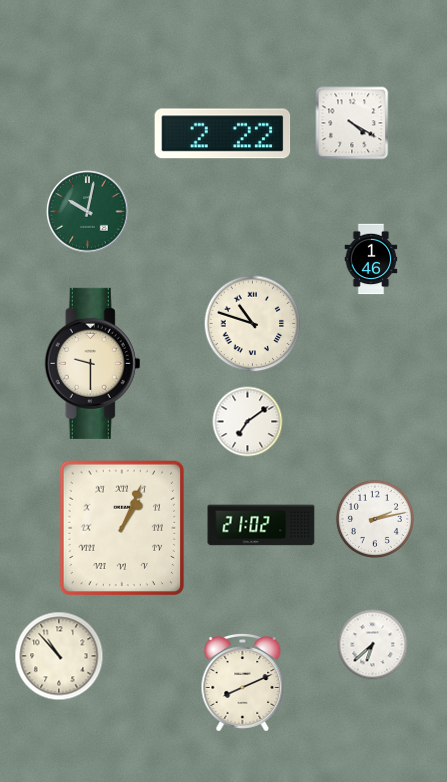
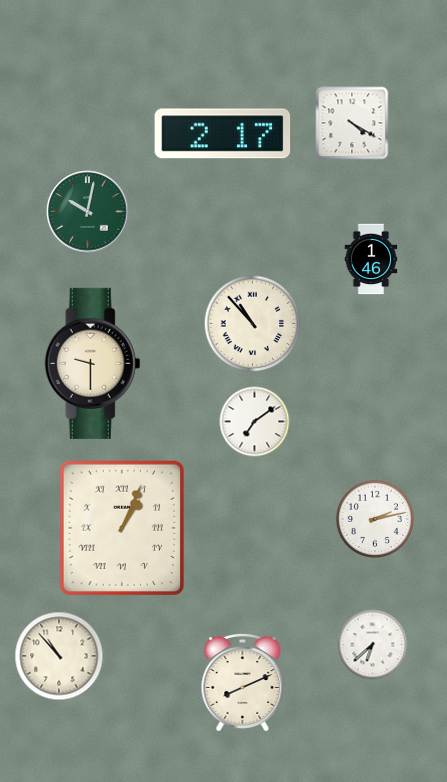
clock at (223, 134): 2:22 -> 2:17
clock at (253, 324): 10:48 -> 10:53
clock at (248, 422) position: (248, 422) -> (255, 422)
clock at (261, 525): 21:02 -> none
